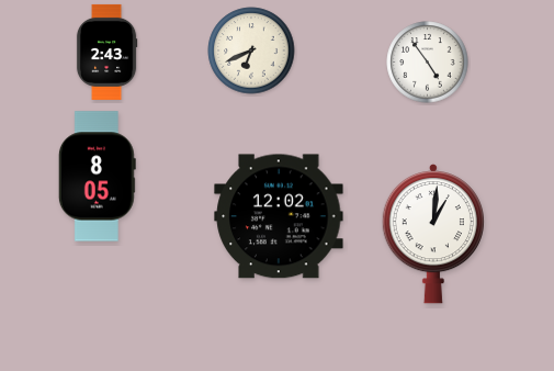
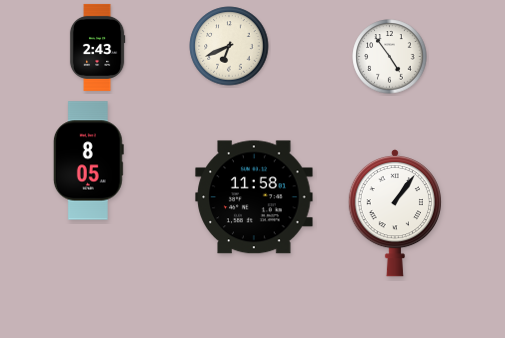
clock at (279, 216): 12:02 -> 11:58
clock at (433, 234): 1:01 -> 1:06
